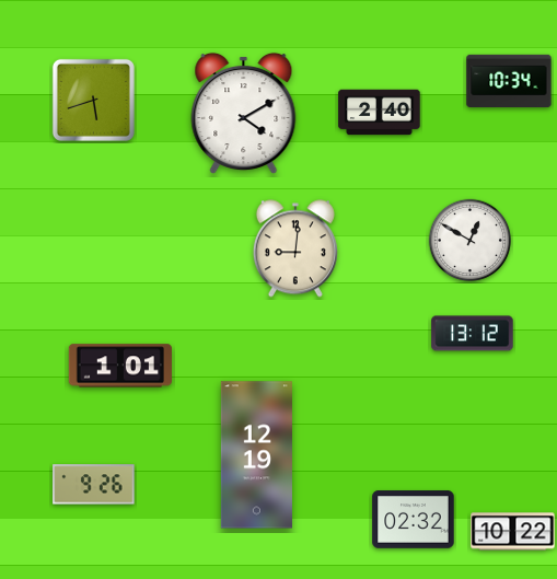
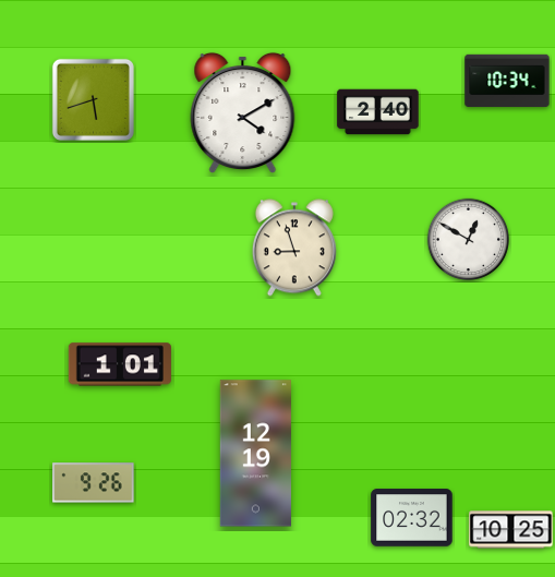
clock at (295, 248): 9:01 -> 8:57
clock at (473, 334): 13:12 -> none
clock at (513, 532): 10:22 -> 10:25
